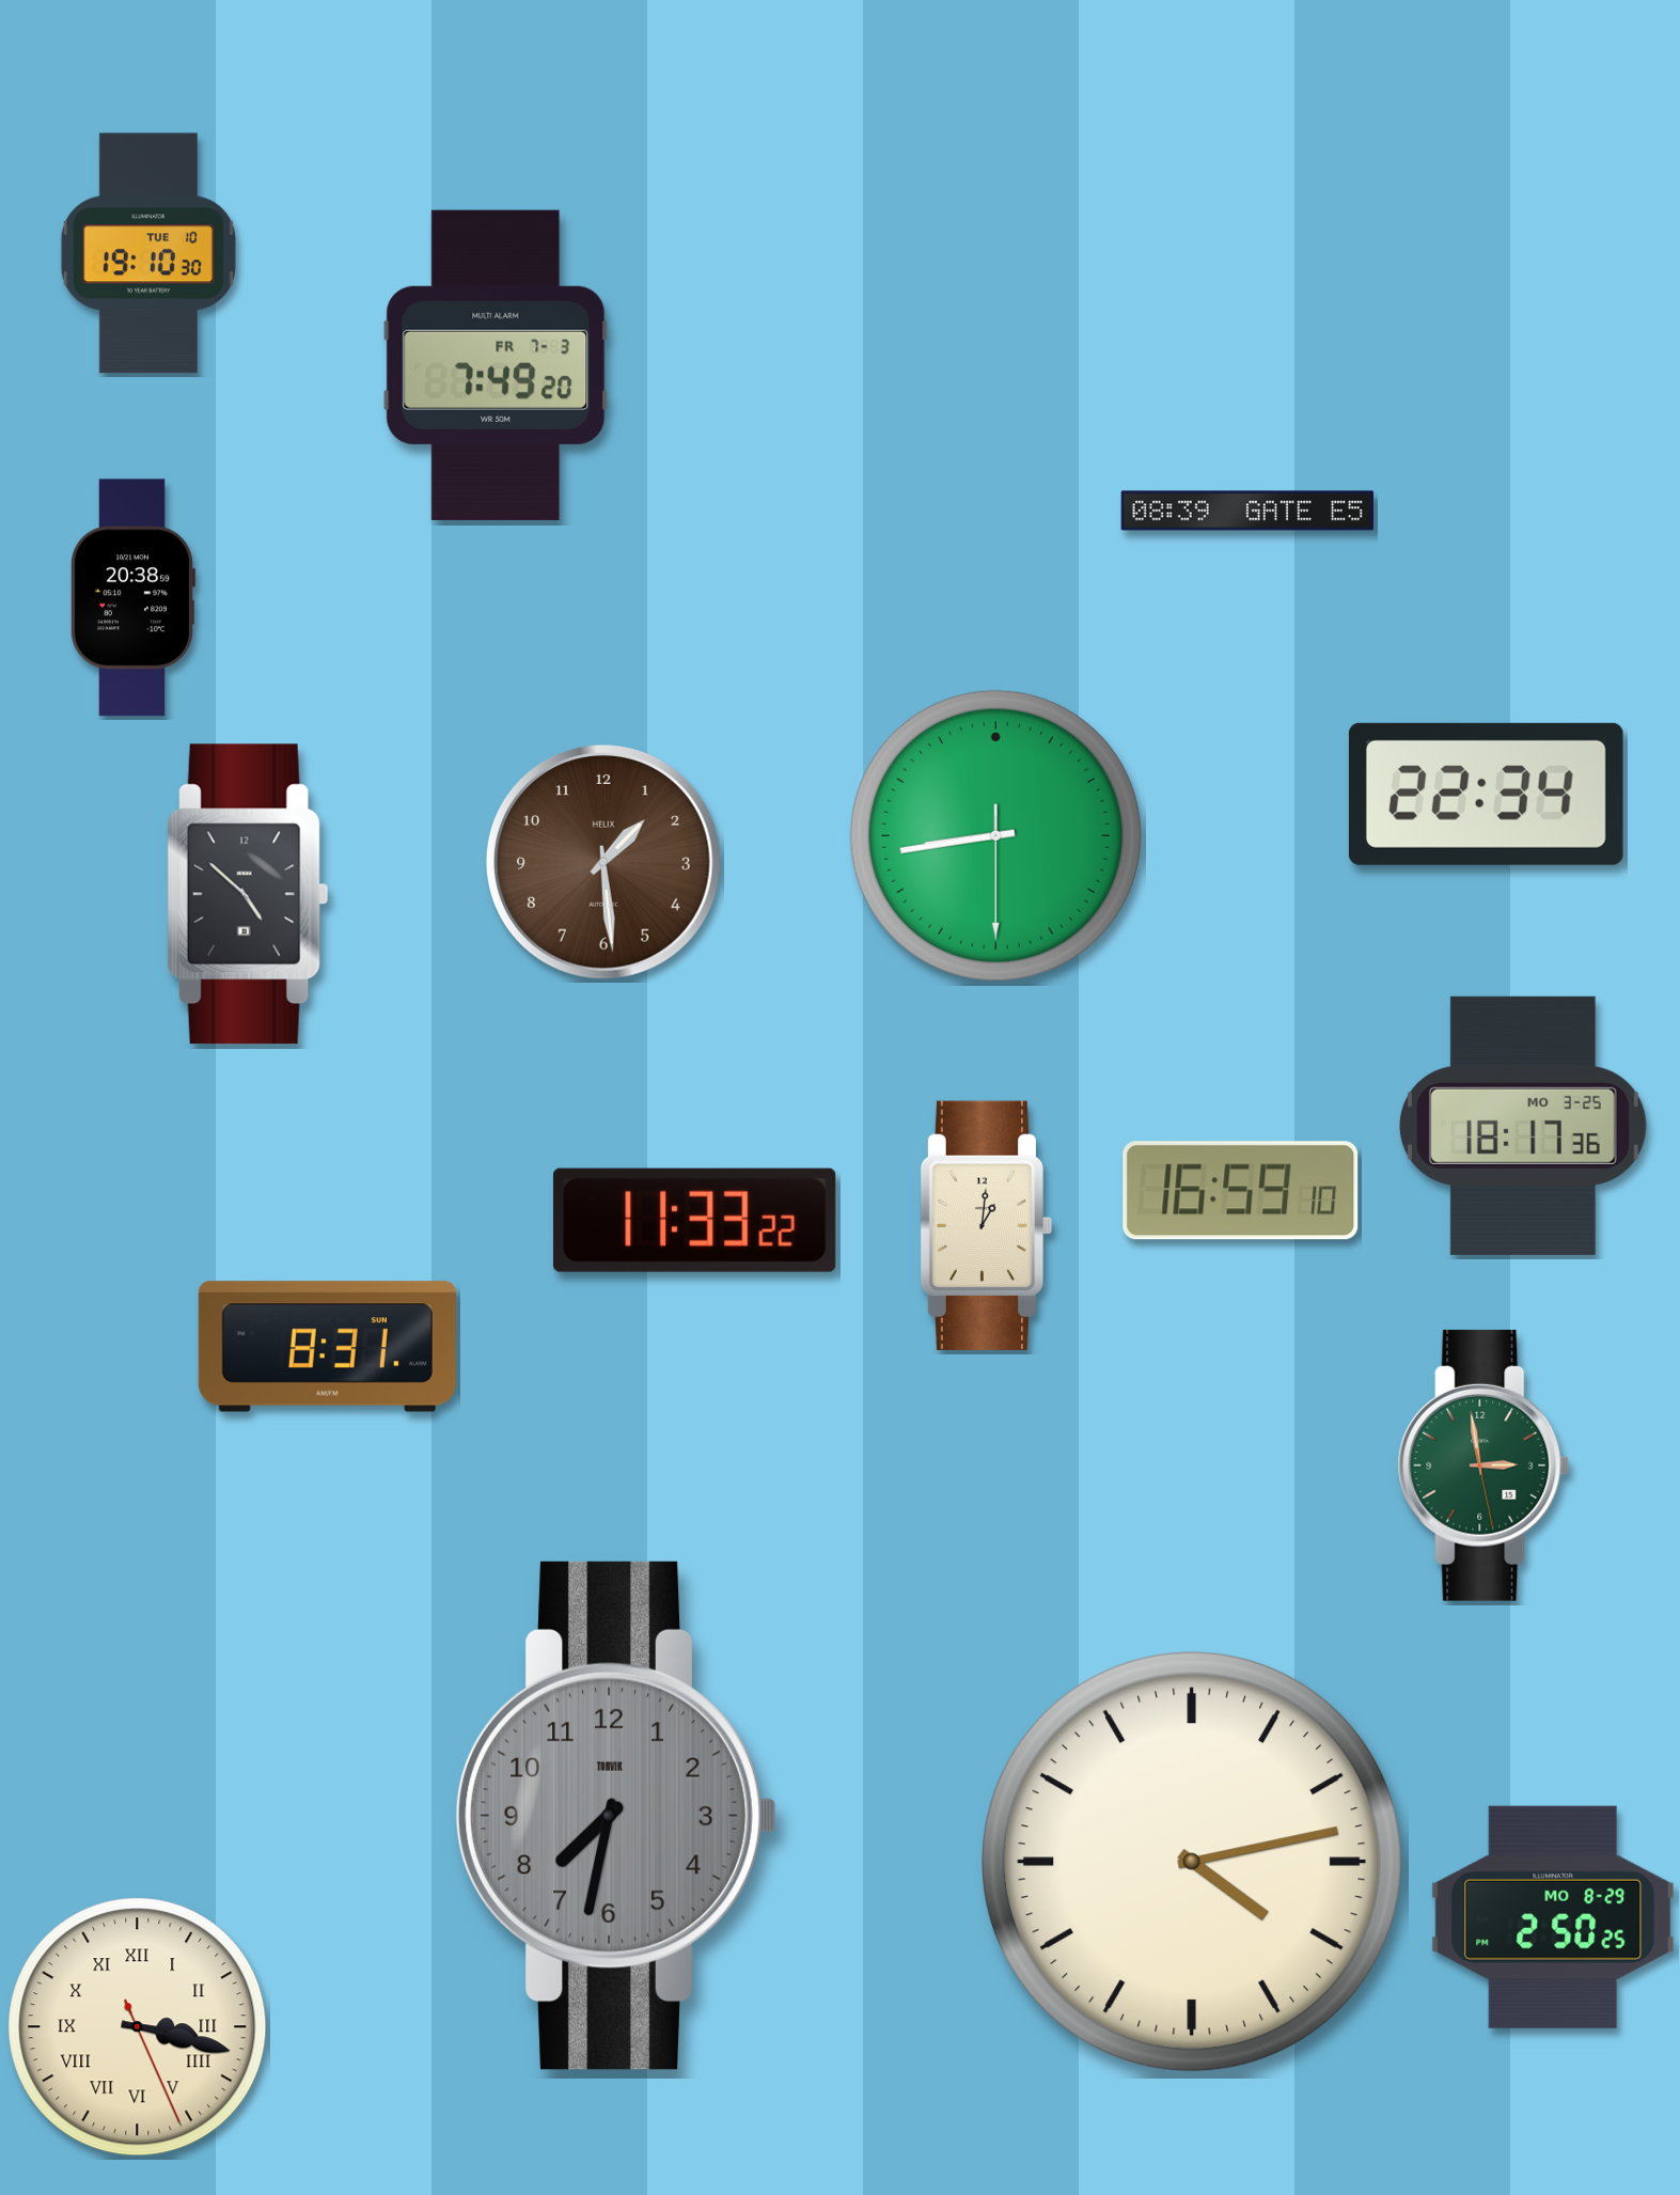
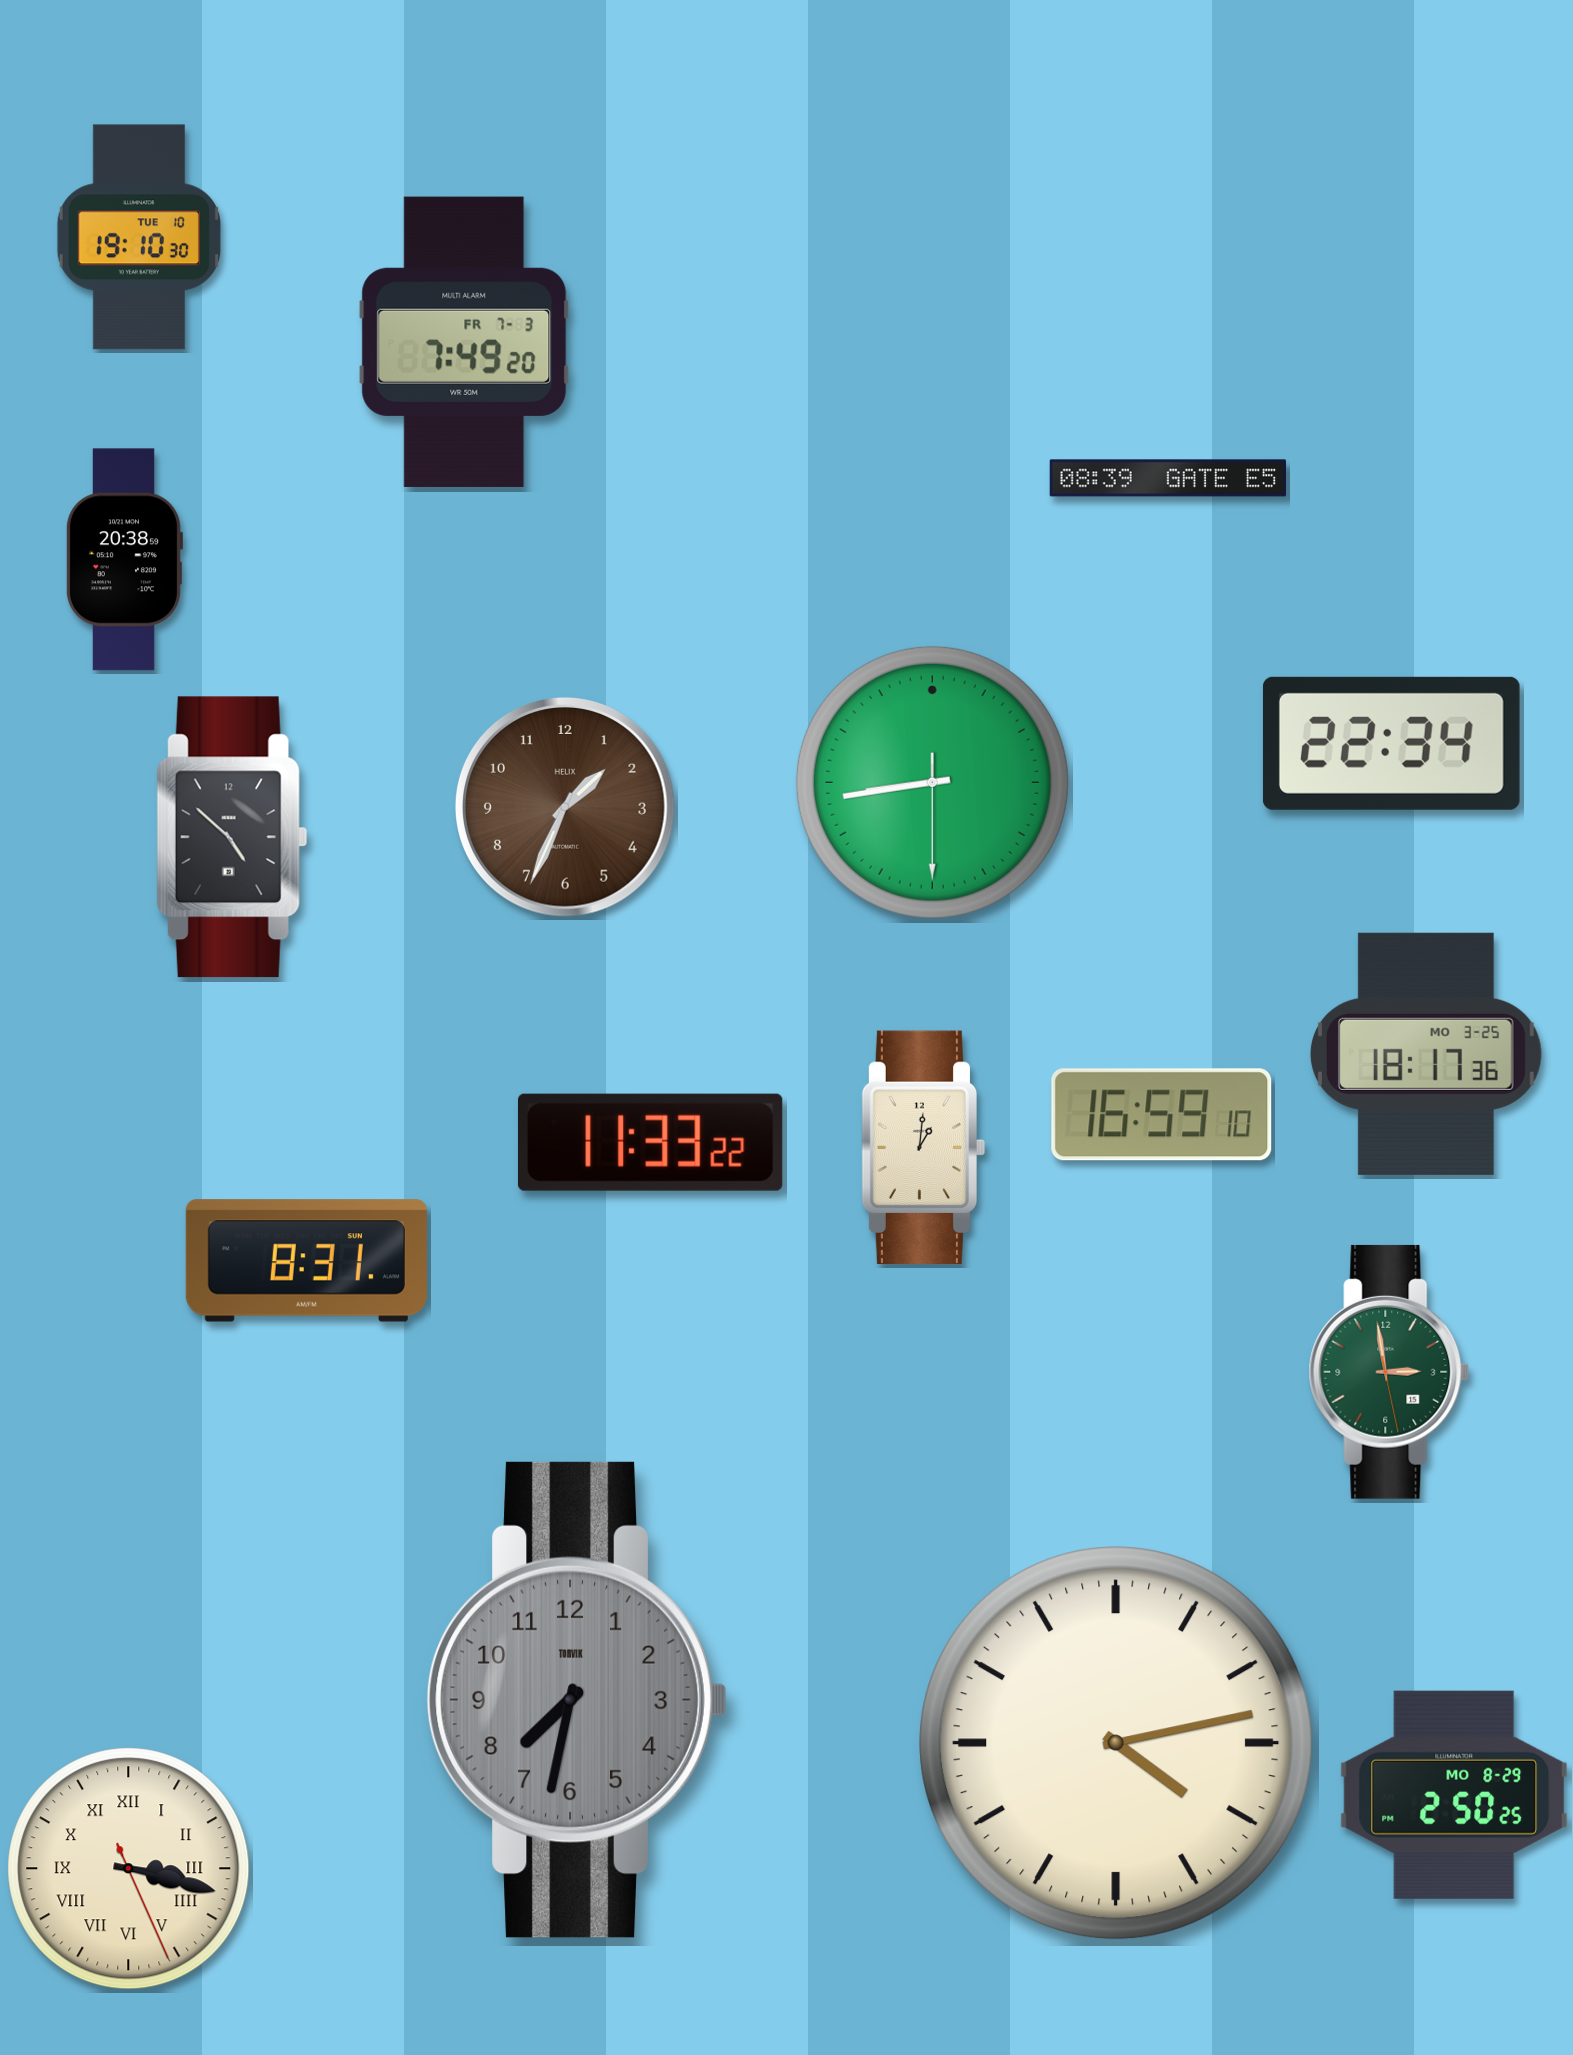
clock at (605, 863): 1:29 -> 1:34
clock at (138, 2027) position: (138, 2027) -> (129, 1869)
